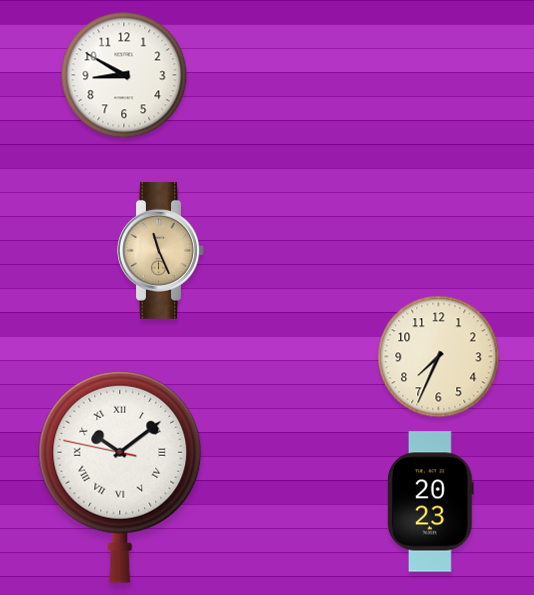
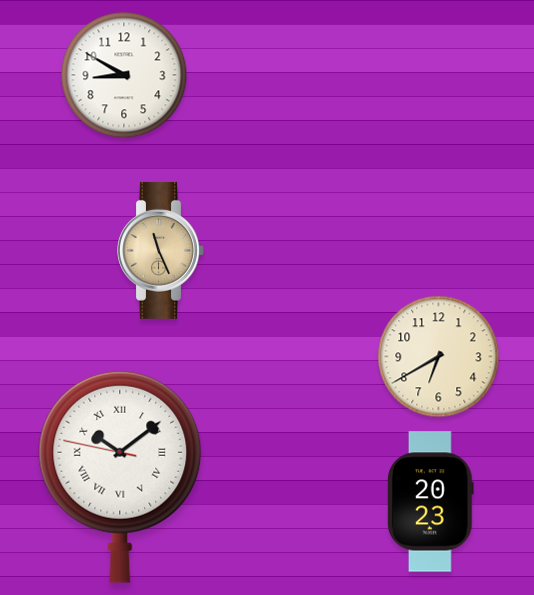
clock at (439, 357): 7:34 -> 6:40
